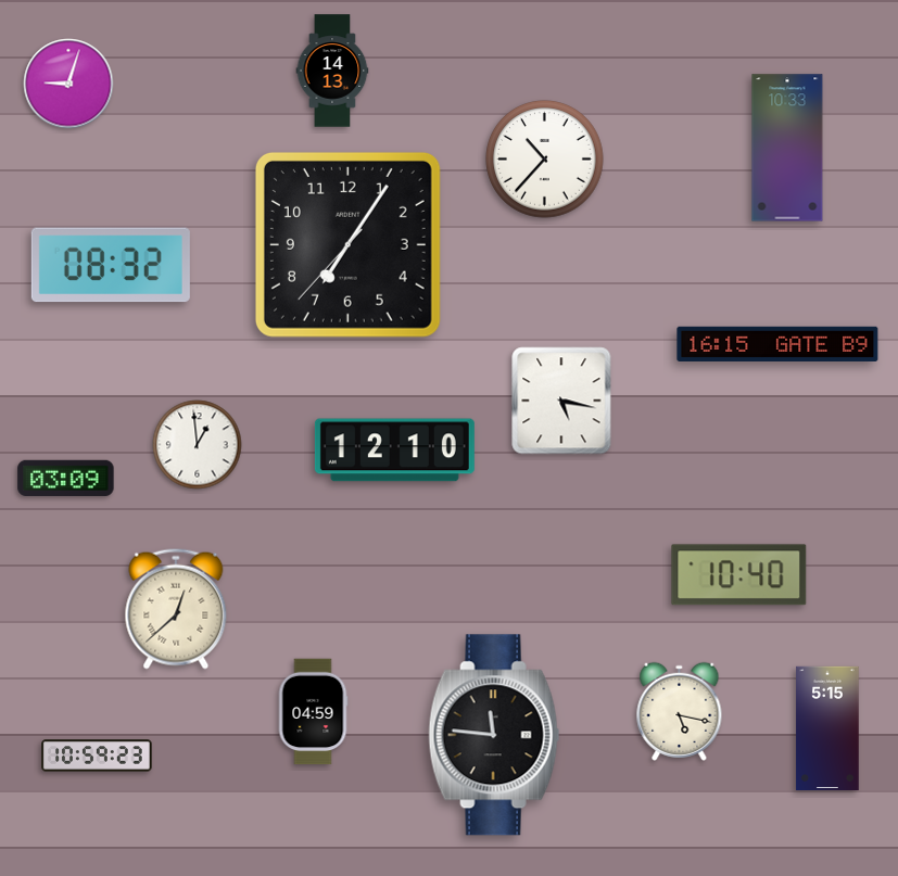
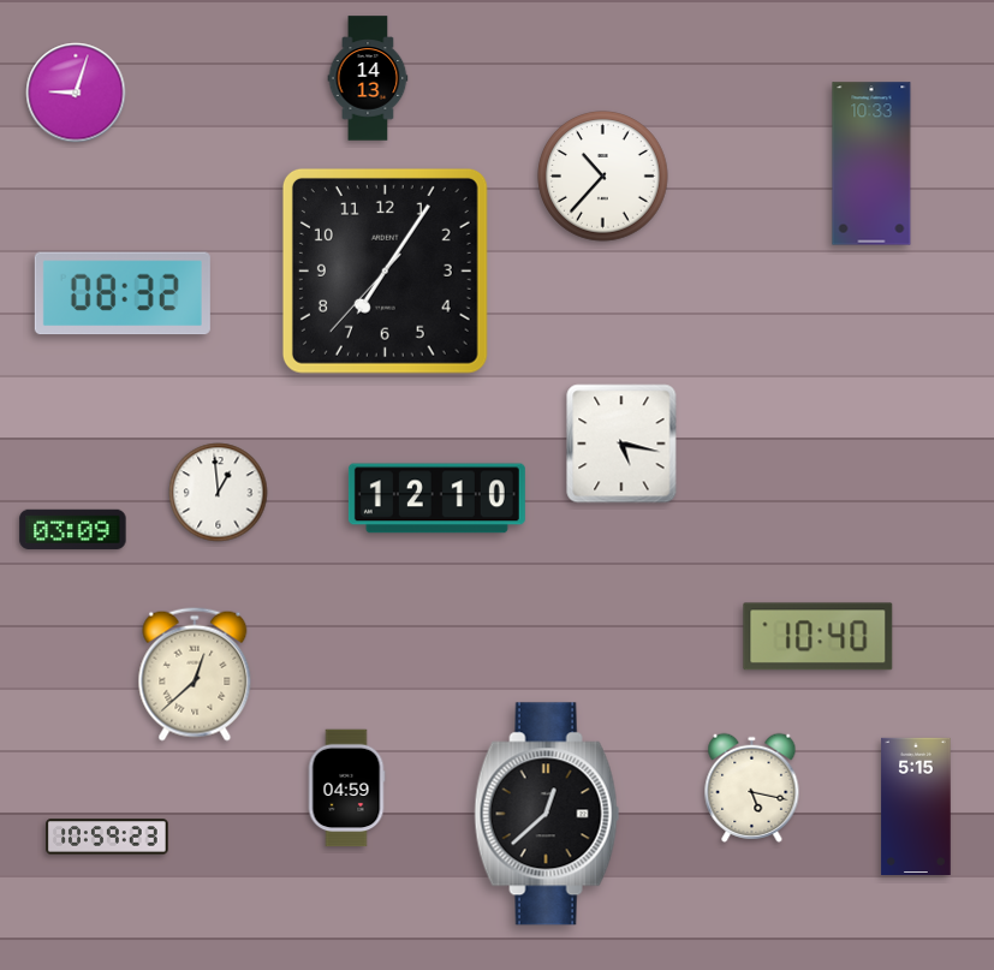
clock at (777, 343): 16:15 -> none
clock at (494, 735): 11:46 -> 12:38
